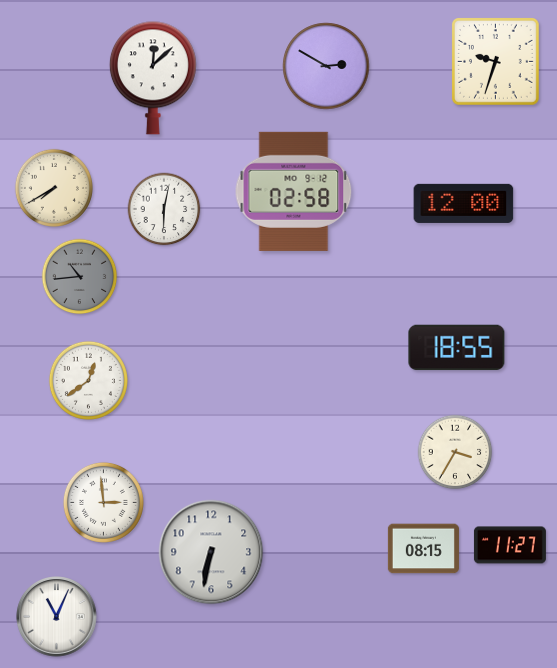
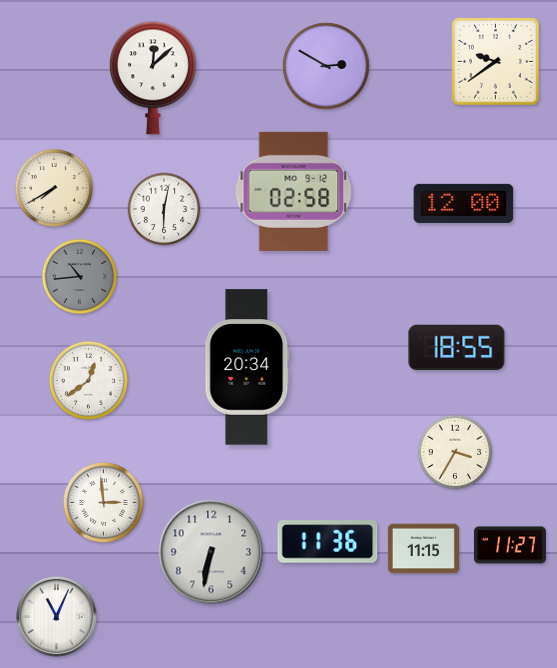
clock at (496, 62): 9:33 -> 9:39
clock at (247, 367): none -> 20:34
clock at (328, 542): none -> 11:36
clock at (423, 549): 08:15 -> 11:15
